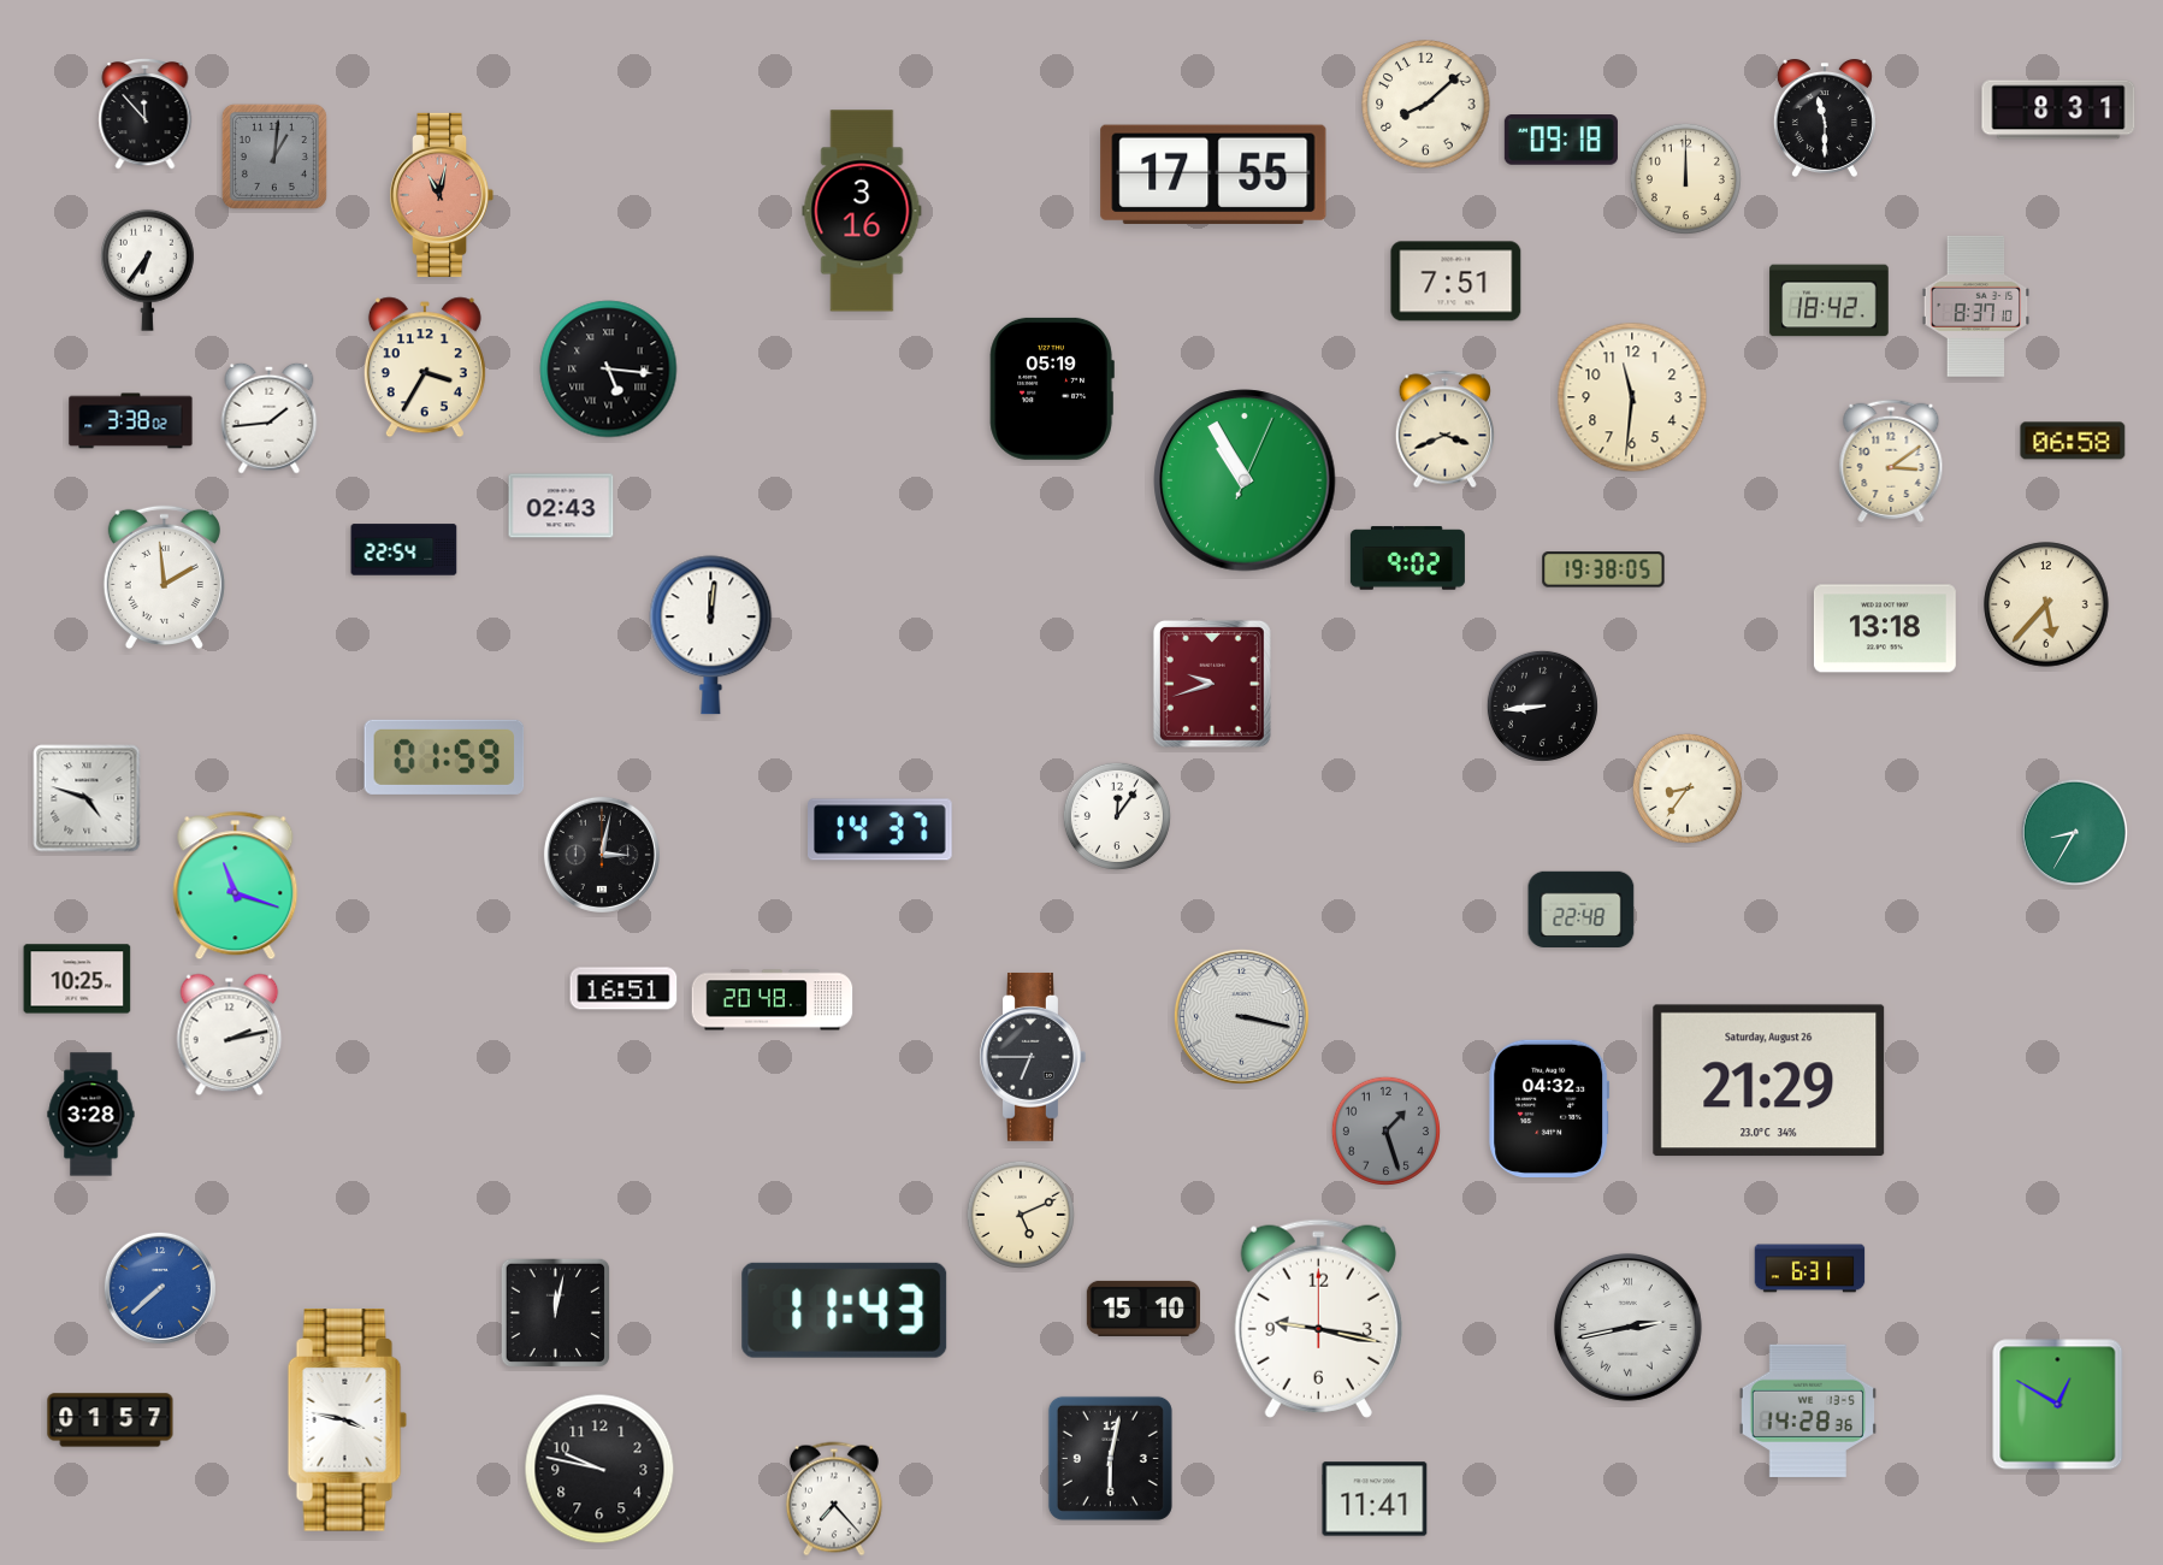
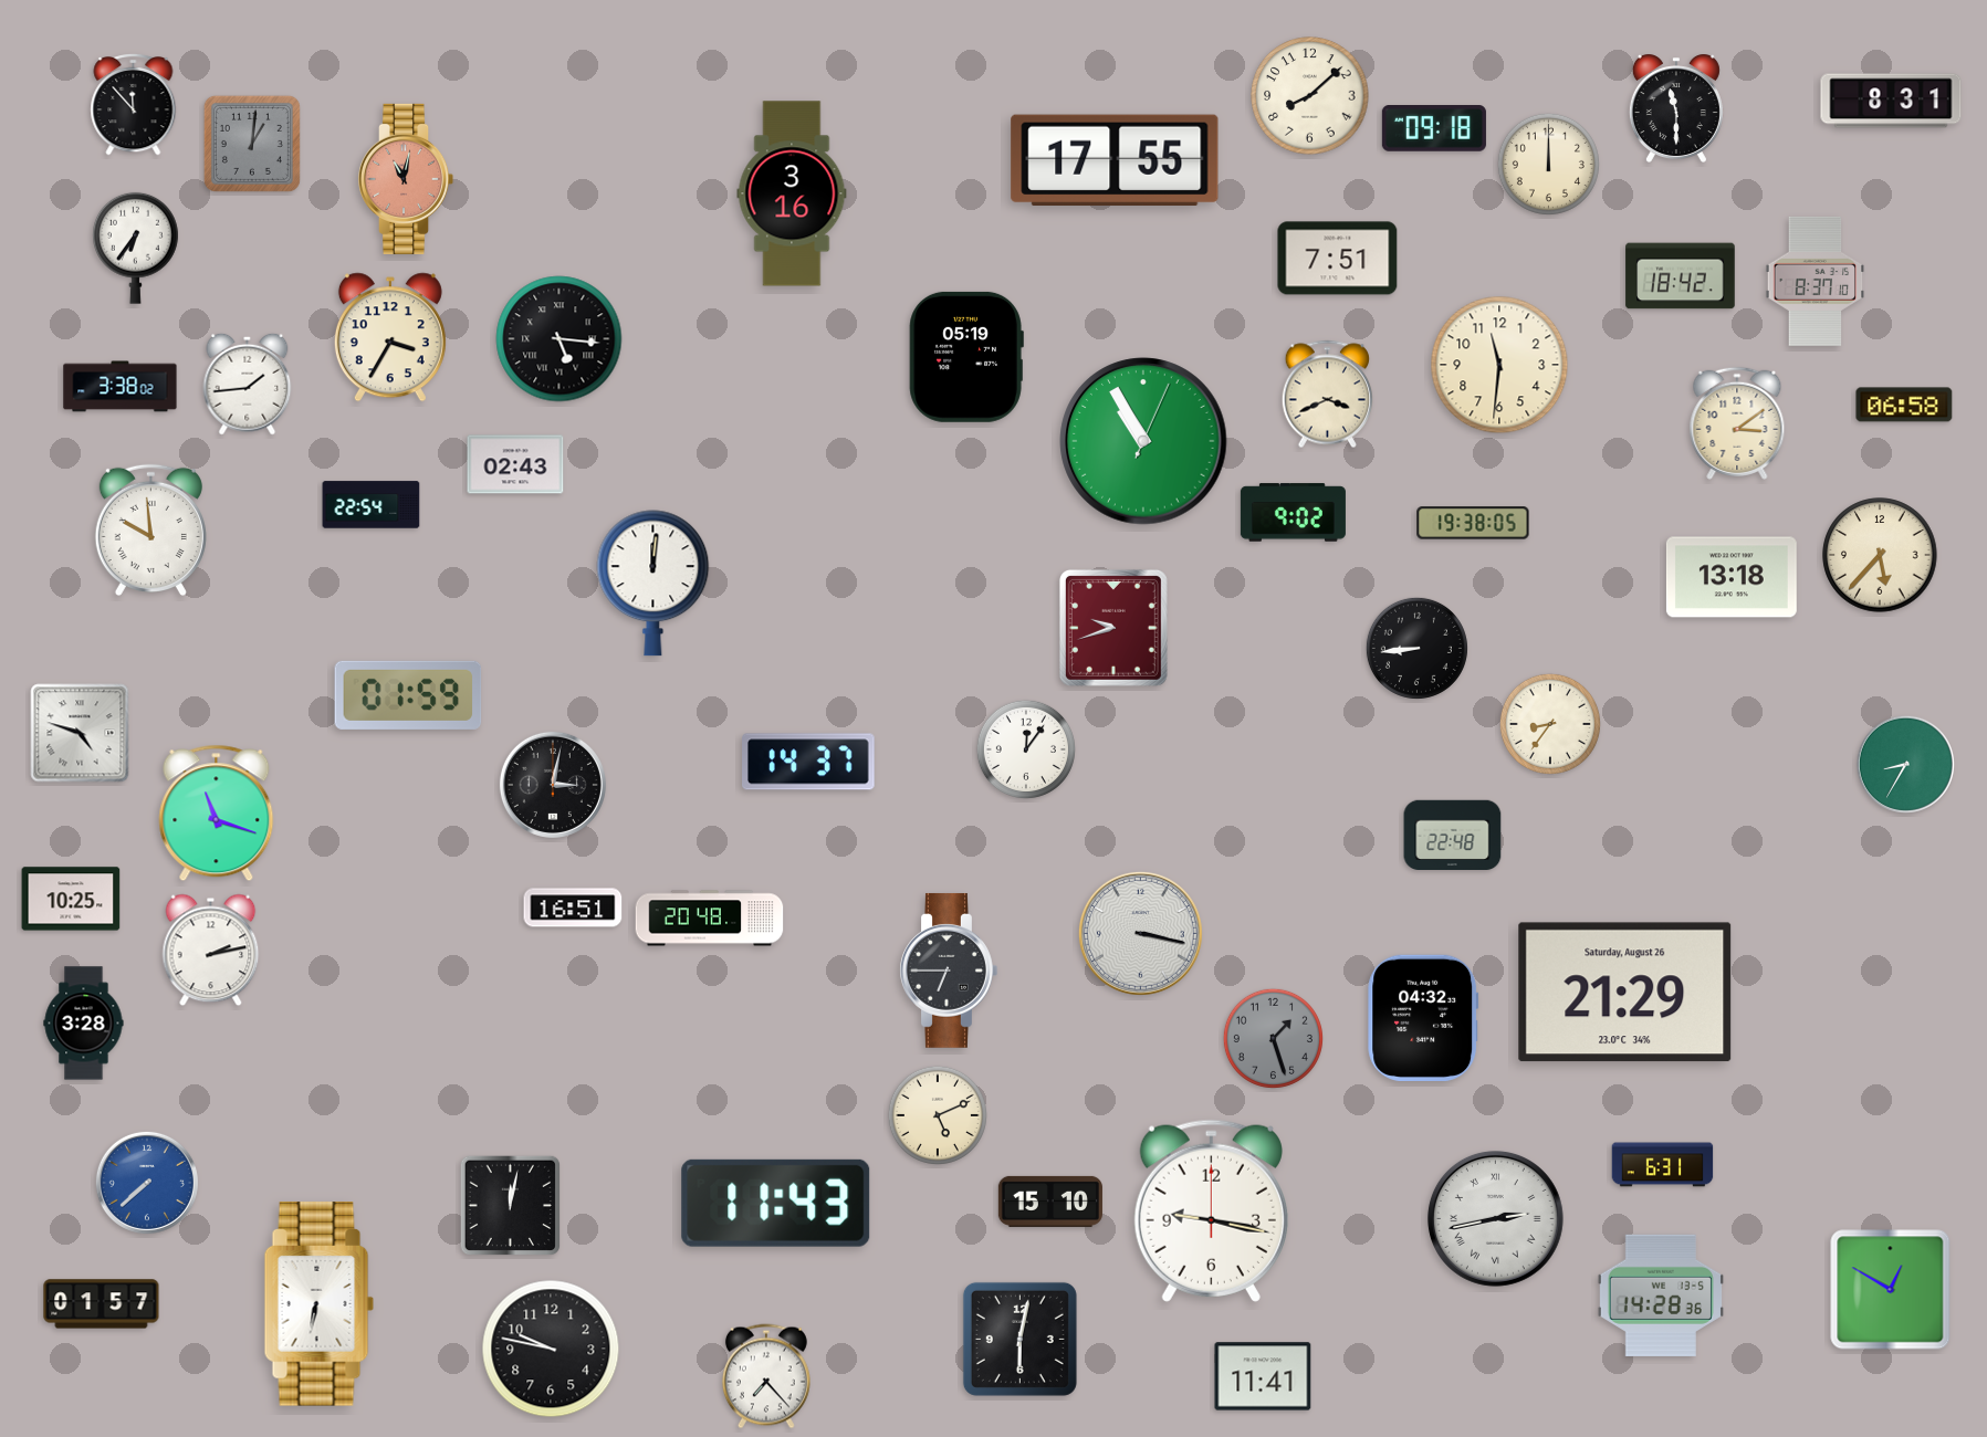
clock at (164, 577): 1:59 -> 9:59
clock at (348, 1421): 3:47 -> 6:32
